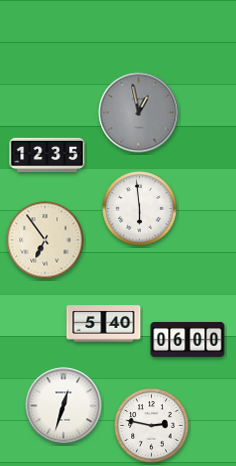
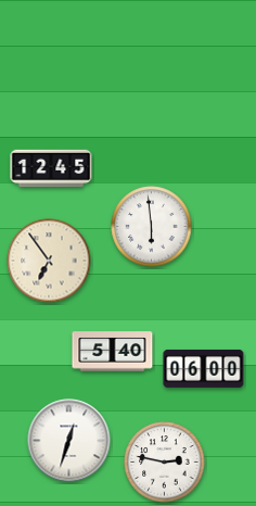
clock at (139, 113): 12:58 -> none
clock at (47, 155): 12:35 -> 12:45
